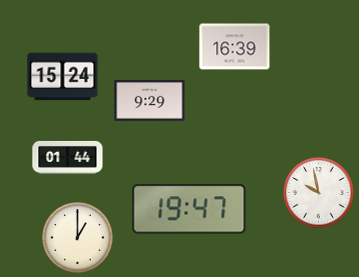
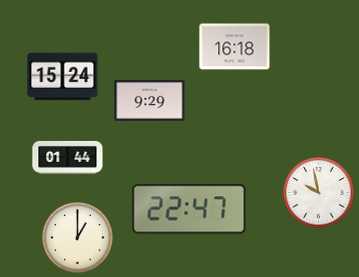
clock at (235, 47): 16:39 -> 16:18
clock at (189, 209): 19:47 -> 22:47
